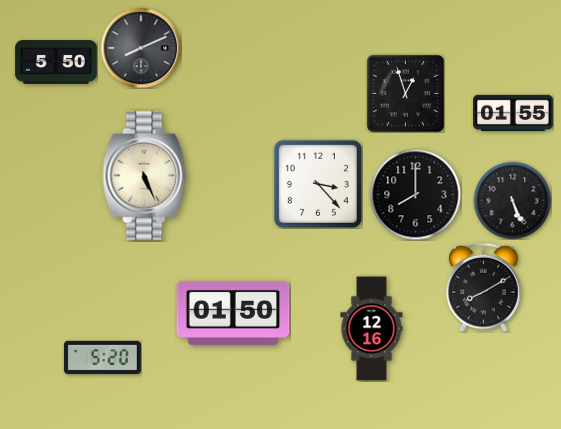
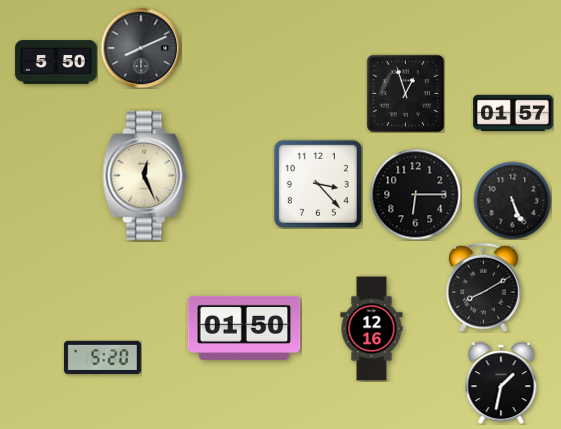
clock at (513, 113): 01:55 -> 01:57
clock at (145, 176): 5:26 -> 12:26
clock at (415, 194): 8:00 -> 6:15
clock at (233, 313) position: (233, 313) -> (244, 328)
clock at (501, 383): none -> 1:32
